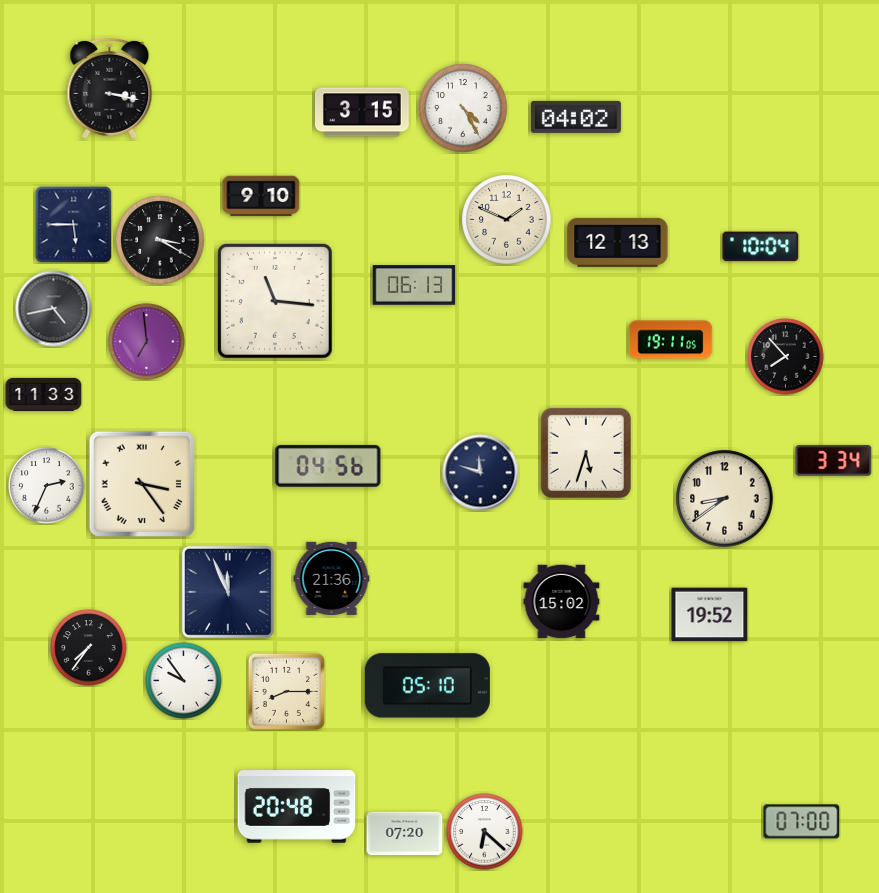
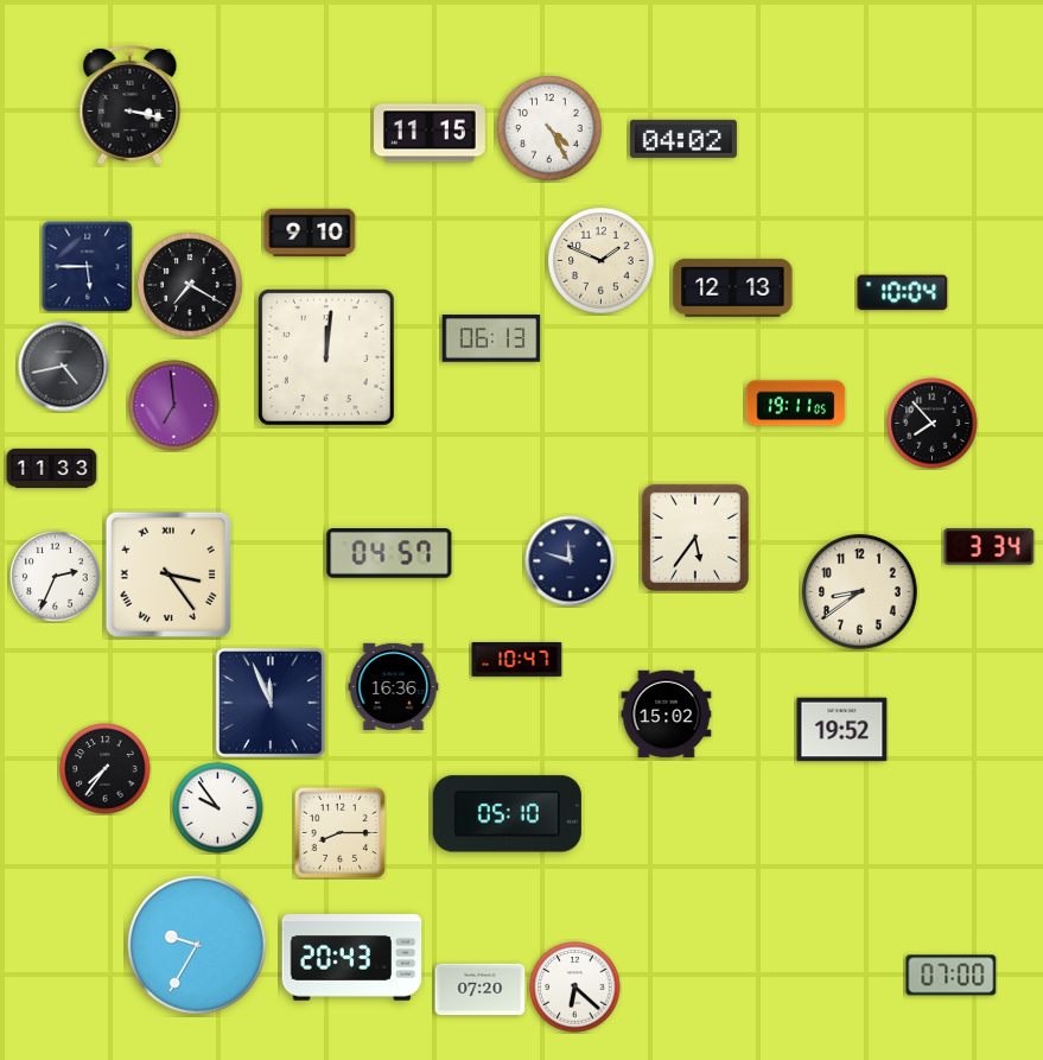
clock at (363, 112): 3:15 -> 11:15
clock at (160, 240): 3:20 -> 7:20
clock at (275, 301): 11:16 -> 12:01
clock at (586, 453): 5:33 -> 5:36
clock at (328, 467): 04:56 -> 04:57
clock at (517, 660): none -> 10:47
clock at (332, 578): 21:36 -> 16:36
clock at (286, 691) position: (286, 691) -> (339, 832)
clock at (197, 945): none -> 9:35
clock at (297, 807): 20:48 -> 20:43
